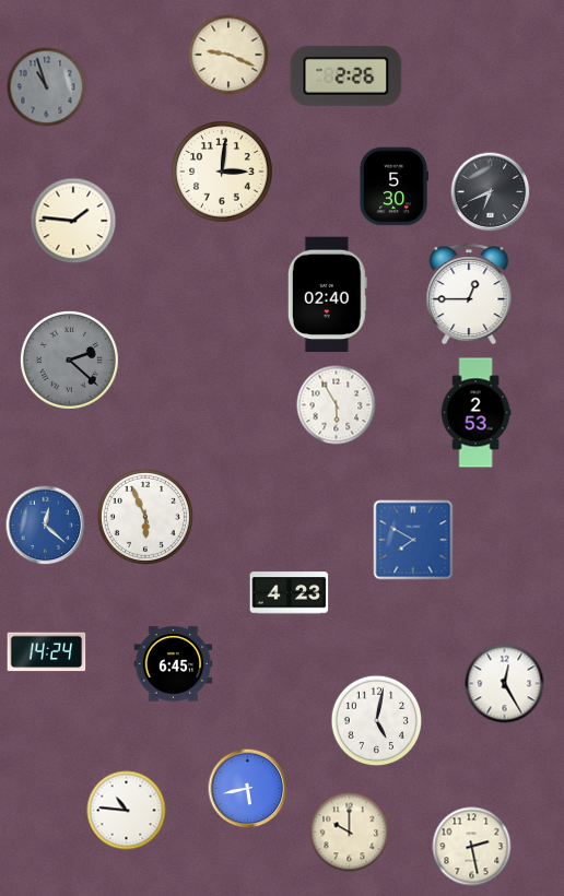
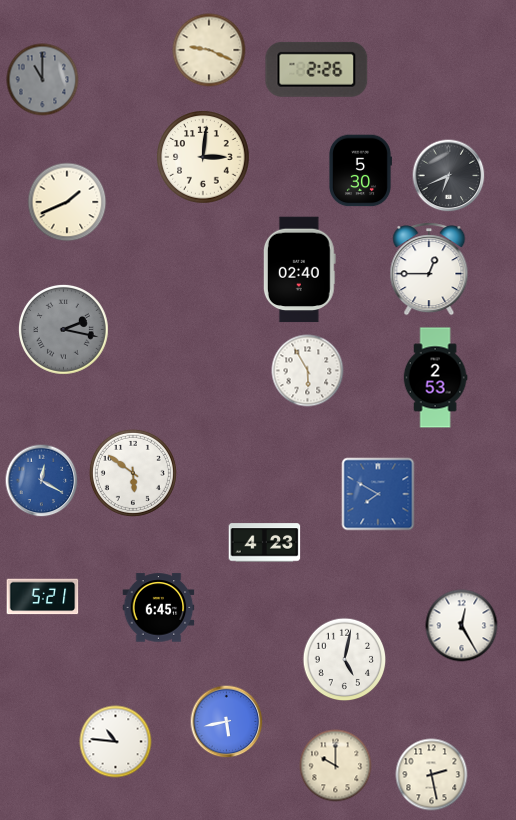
clock at (47, 87): 10:57 -> 11:00
clock at (73, 221): 1:46 -> 1:41
clock at (69, 359): 2:22 -> 2:17
clock at (145, 517): 5:56 -> 5:51
clock at (46, 526): 12:22 -> 12:20
clock at (47, 652): 14:24 -> 5:21
clock at (350, 833) position: (350, 833) -> (336, 766)
